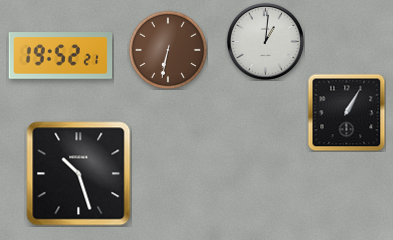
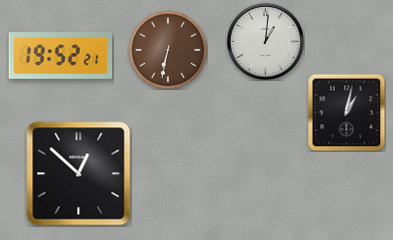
clock at (346, 112): 1:05 -> 1:02
clock at (79, 174): 10:27 -> 12:52
